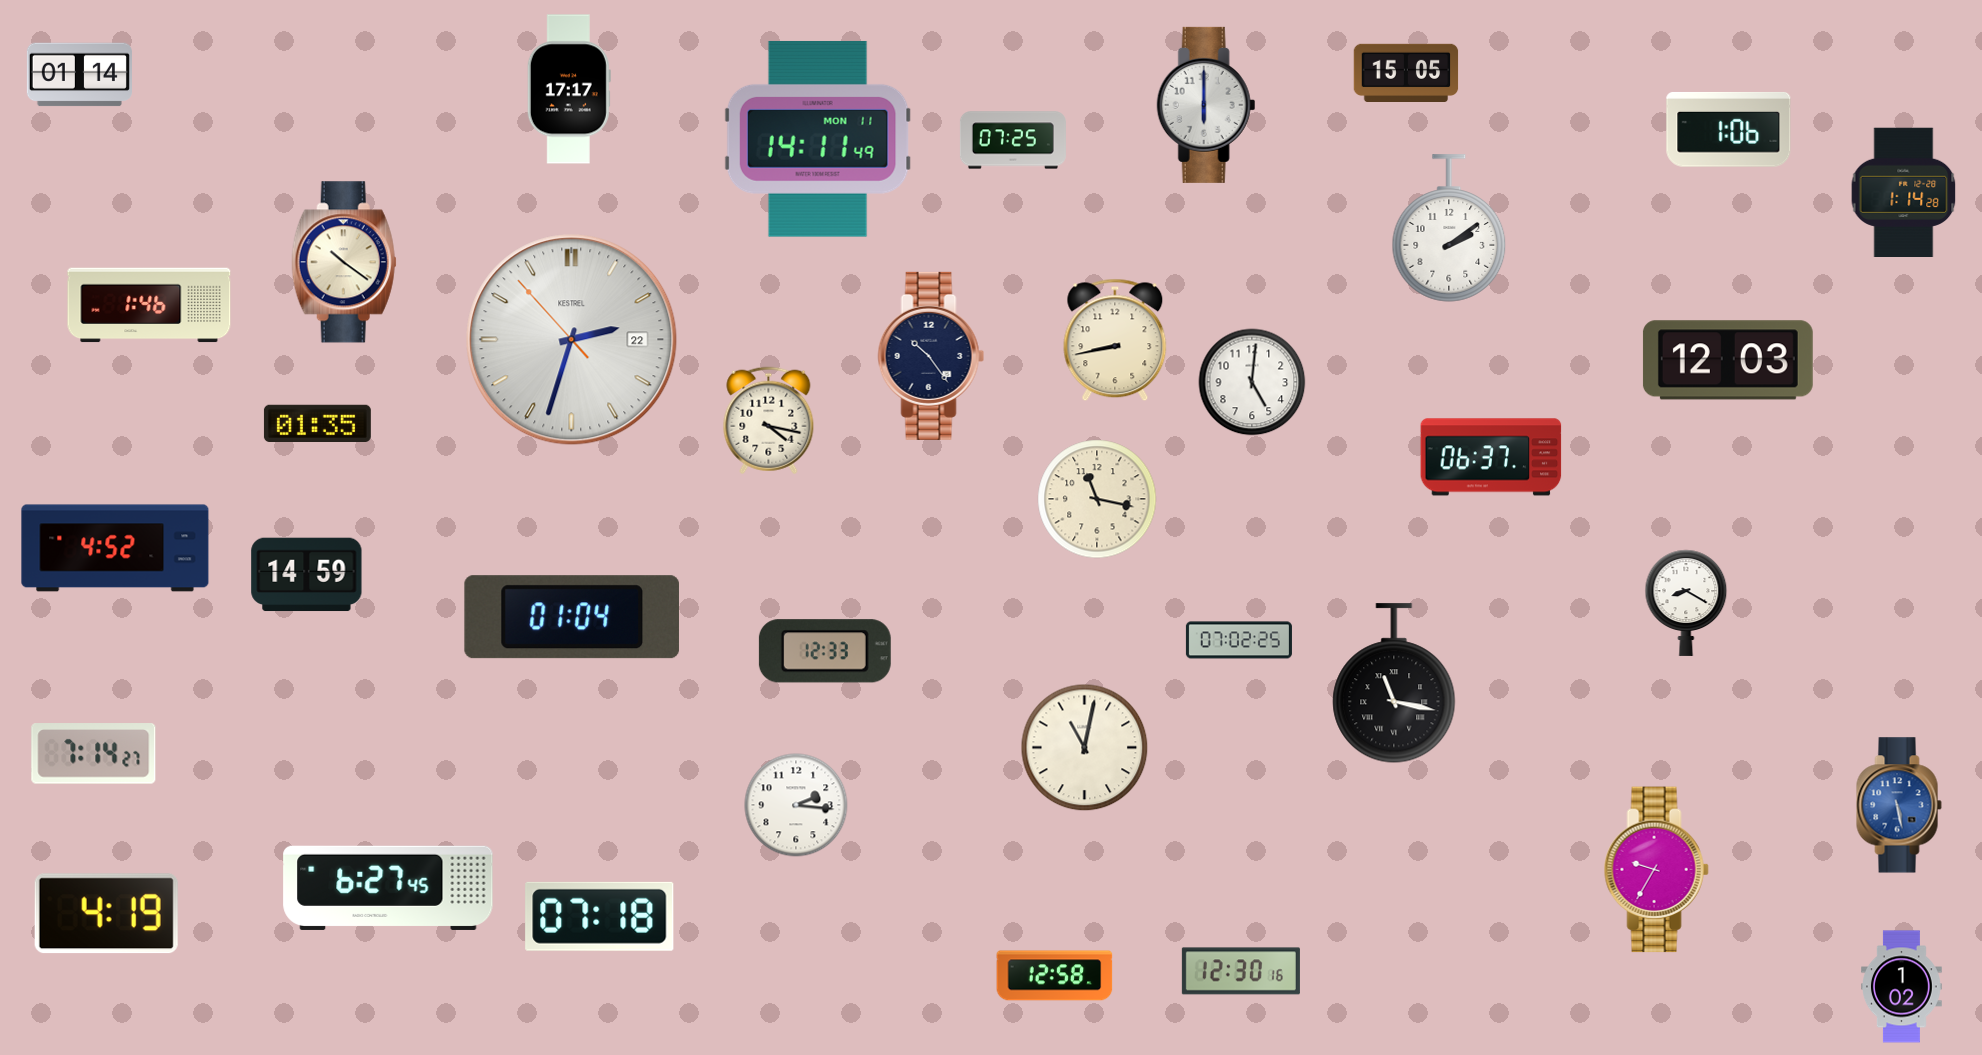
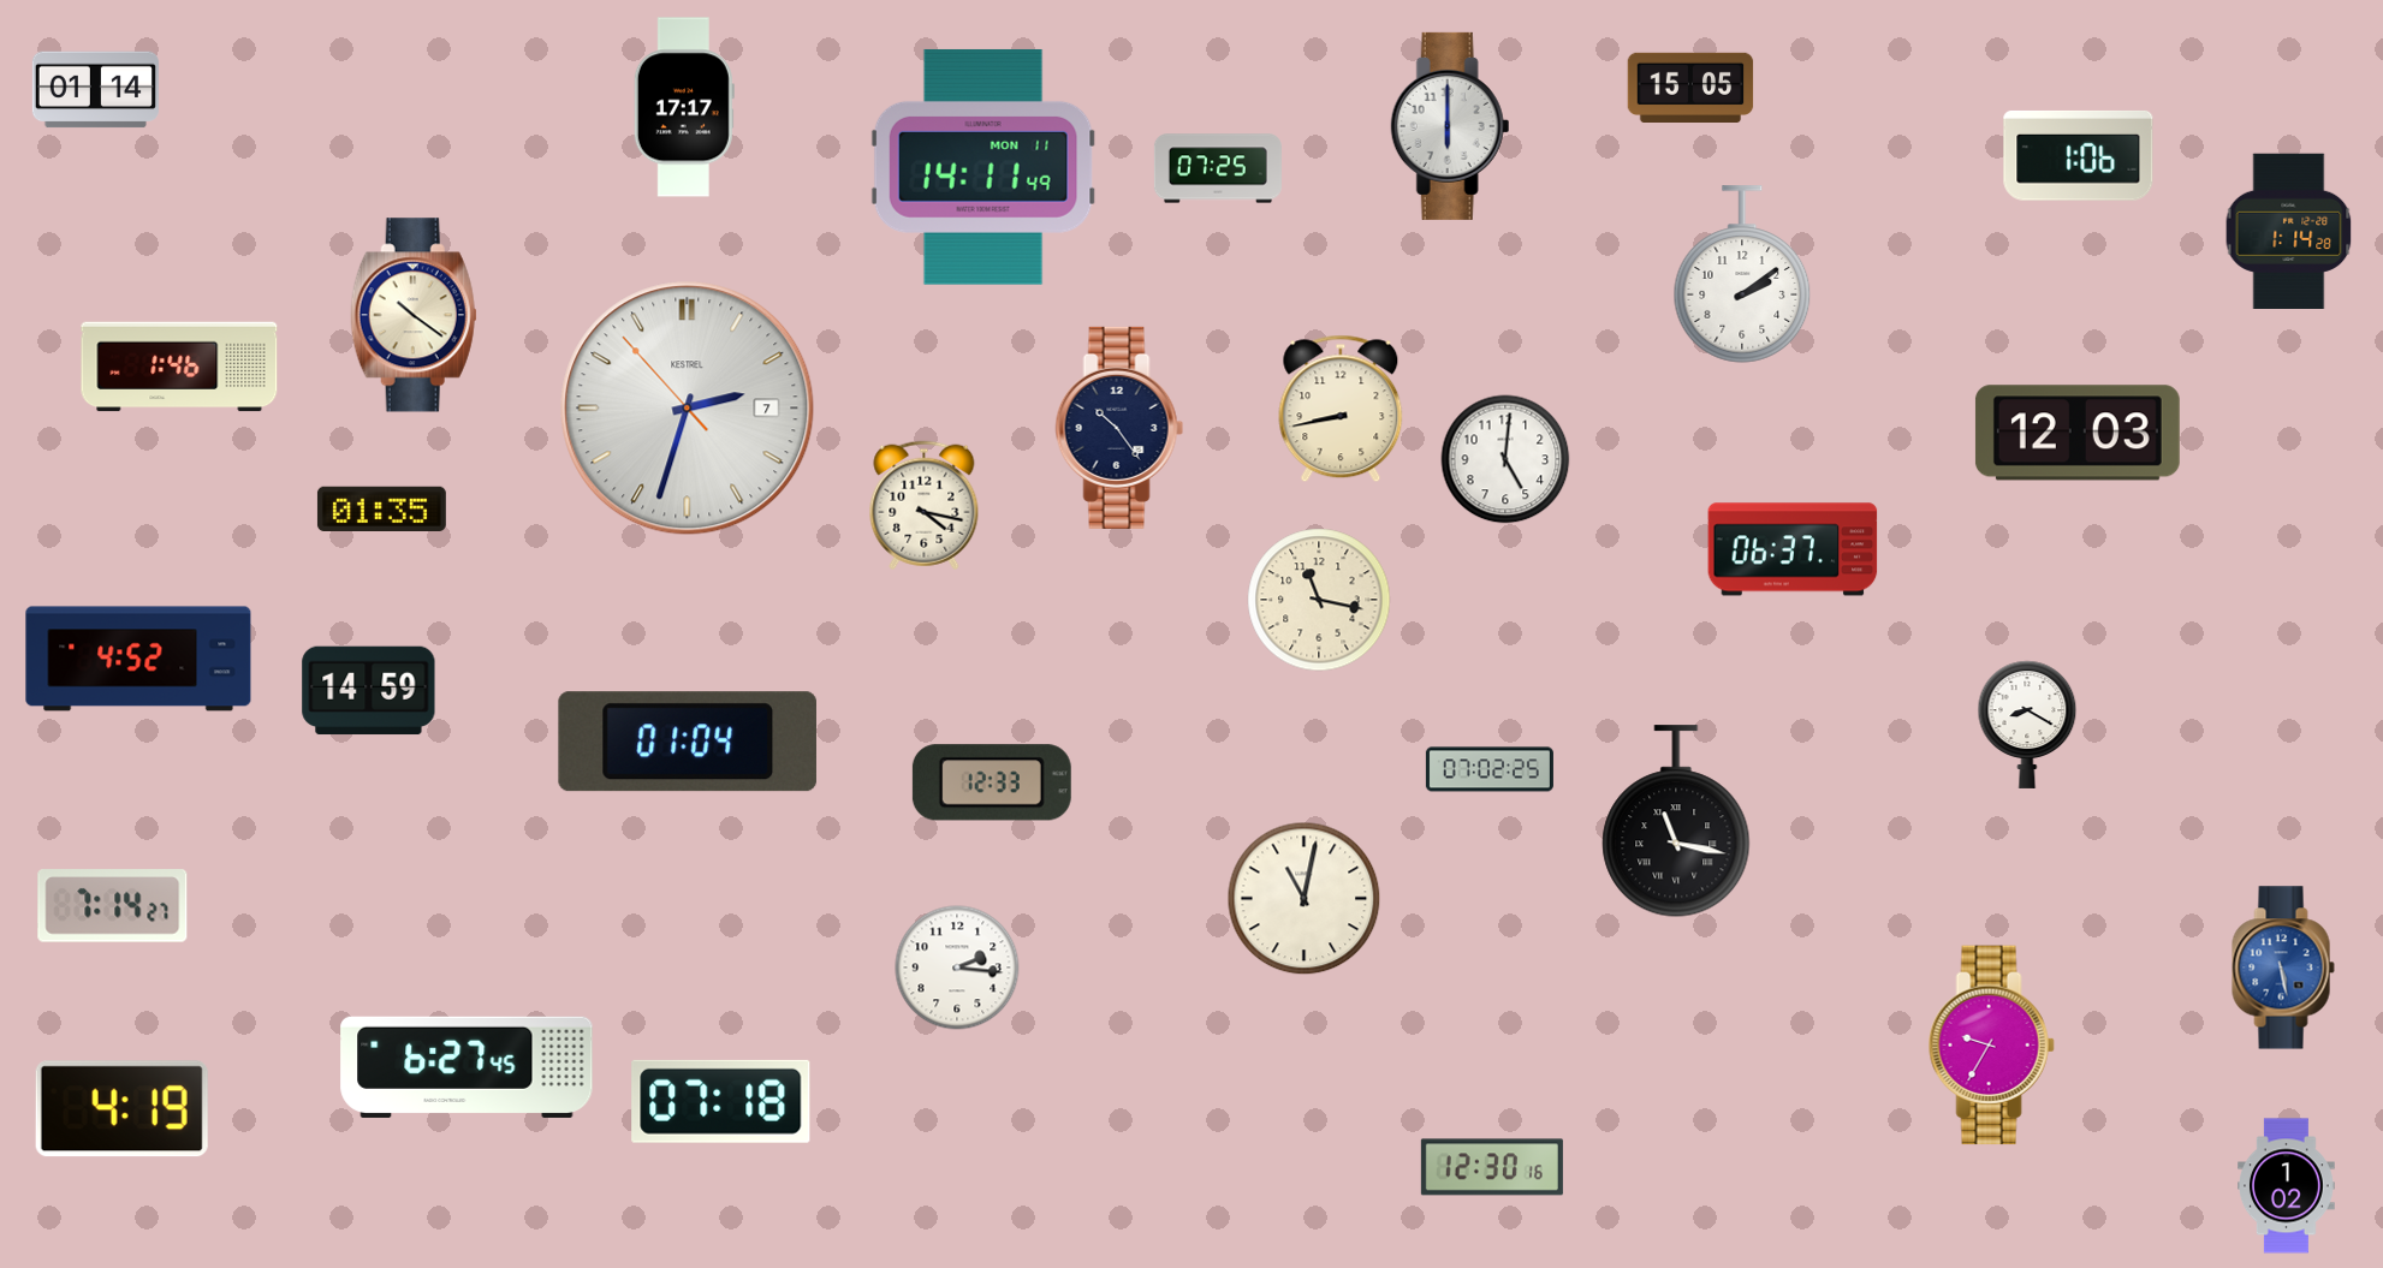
clock at (572, 340) date: 22 -> 7
clock at (106, 914) position: (106, 914) -> (121, 1109)
clock at (1055, 976): 12:58 -> none
